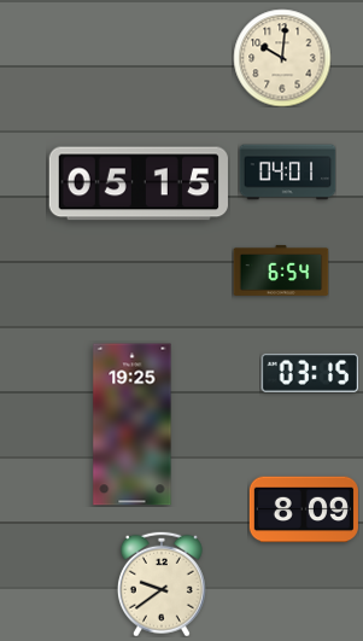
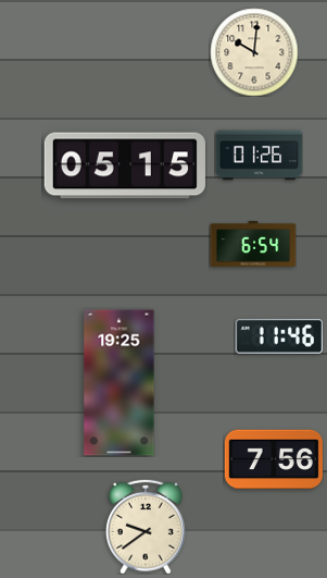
clock at (287, 173): 04:01 -> 01:26
clock at (310, 373): 03:15 -> 11:46
clock at (304, 509): 8:09 -> 7:56
